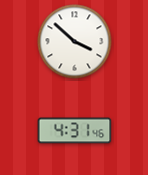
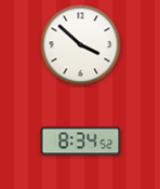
clock at (75, 131): 4:31 -> 8:34
